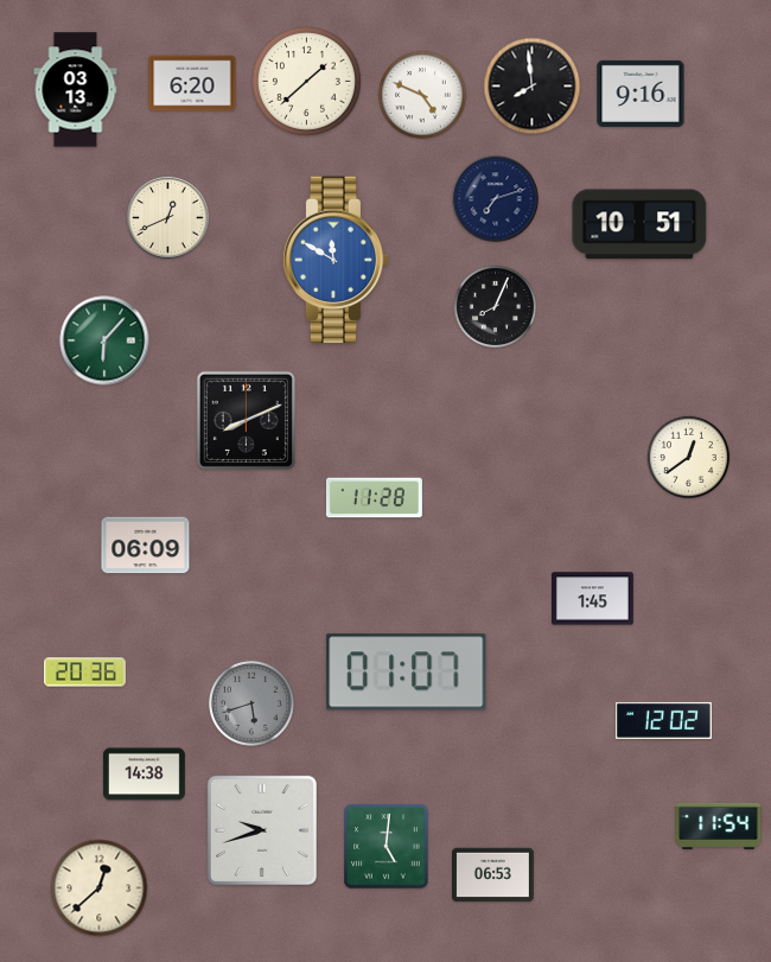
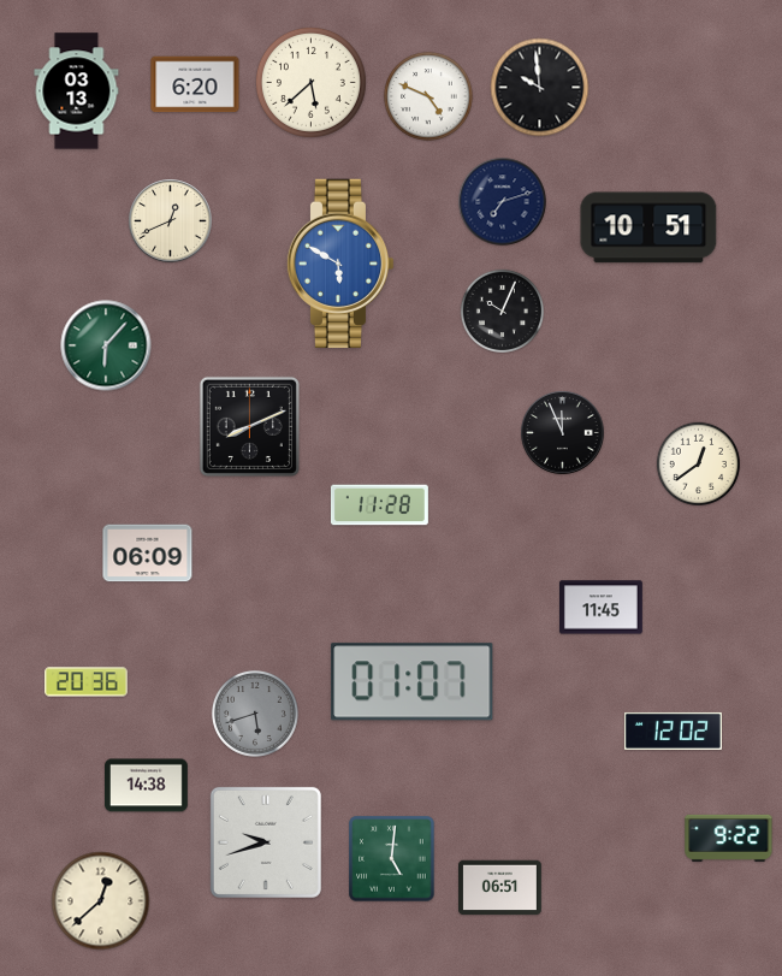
clock at (306, 81): 1:38 -> 5:38
clock at (533, 87): 7:59 -> 9:59
clock at (641, 94): 9:16 -> none
clock at (336, 260): 11:50 -> 5:50
clock at (495, 306): 8:04 -> 10:04
clock at (563, 433): none -> 11:56
clock at (593, 599): 1:45 -> 11:45
clock at (719, 826): 11:54 -> 9:22
clock at (493, 875): 06:53 -> 06:51
